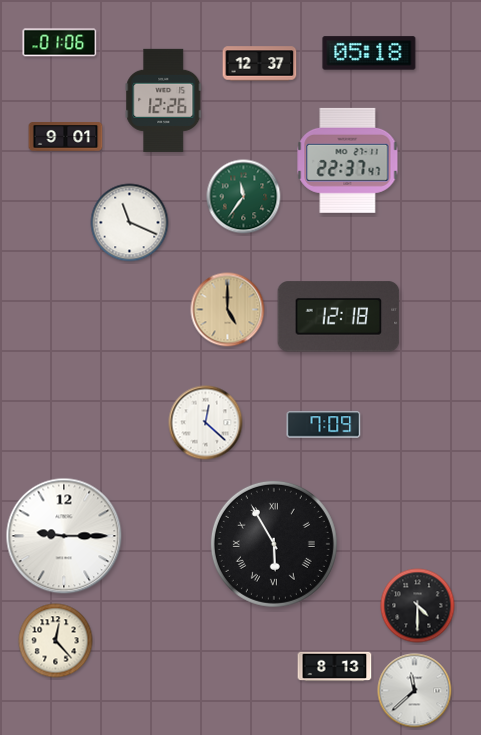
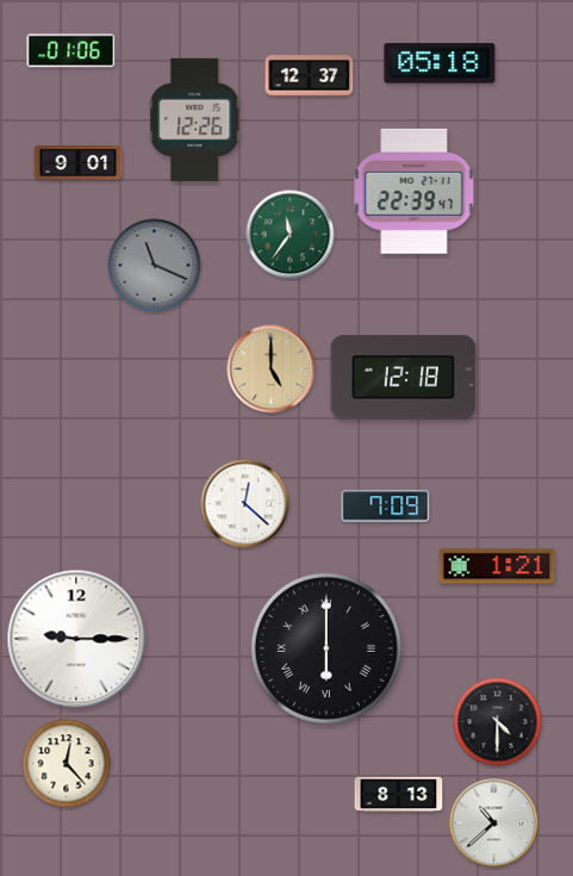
clock at (348, 160): 22:37 -> 22:39
clock at (130, 223) dial: white -> grey
clock at (497, 566): none -> 1:21
clock at (274, 544): 5:55 -> 6:00
clock at (415, 691): 11:38 -> 10:38
